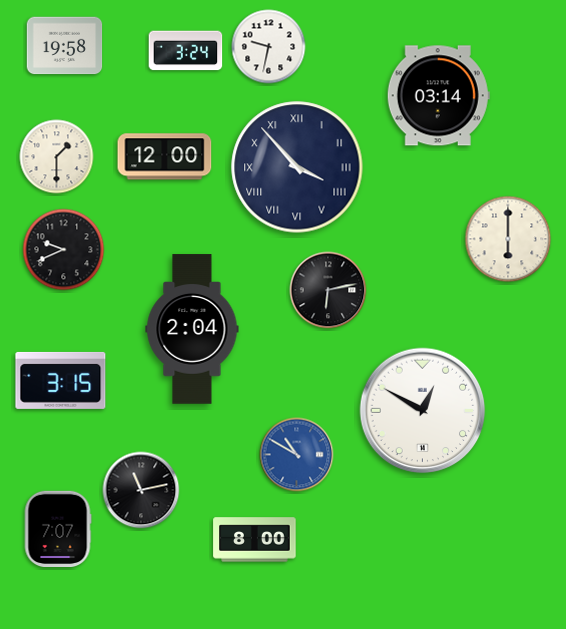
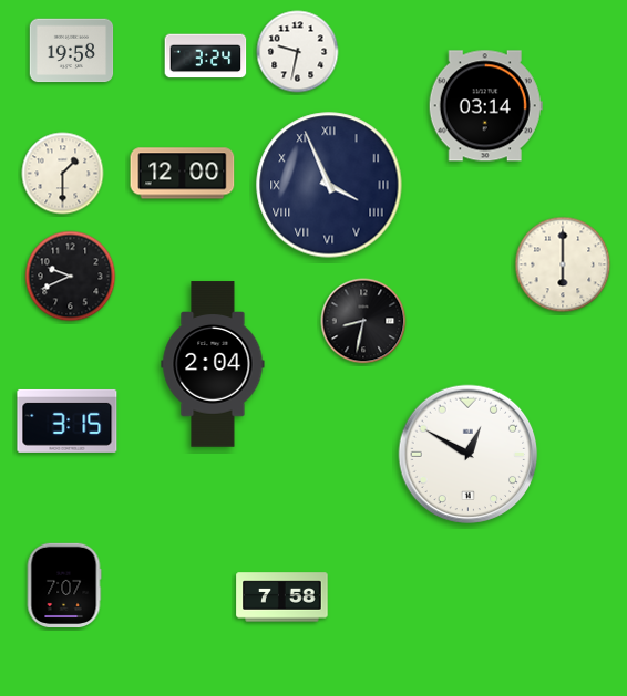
clock at (297, 167): 3:53 -> 3:56
clock at (328, 290): 6:13 -> 8:32
clock at (297, 455): 10:50 -> none
clock at (141, 490): 11:13 -> none
clock at (255, 540): 8:00 -> 7:58
